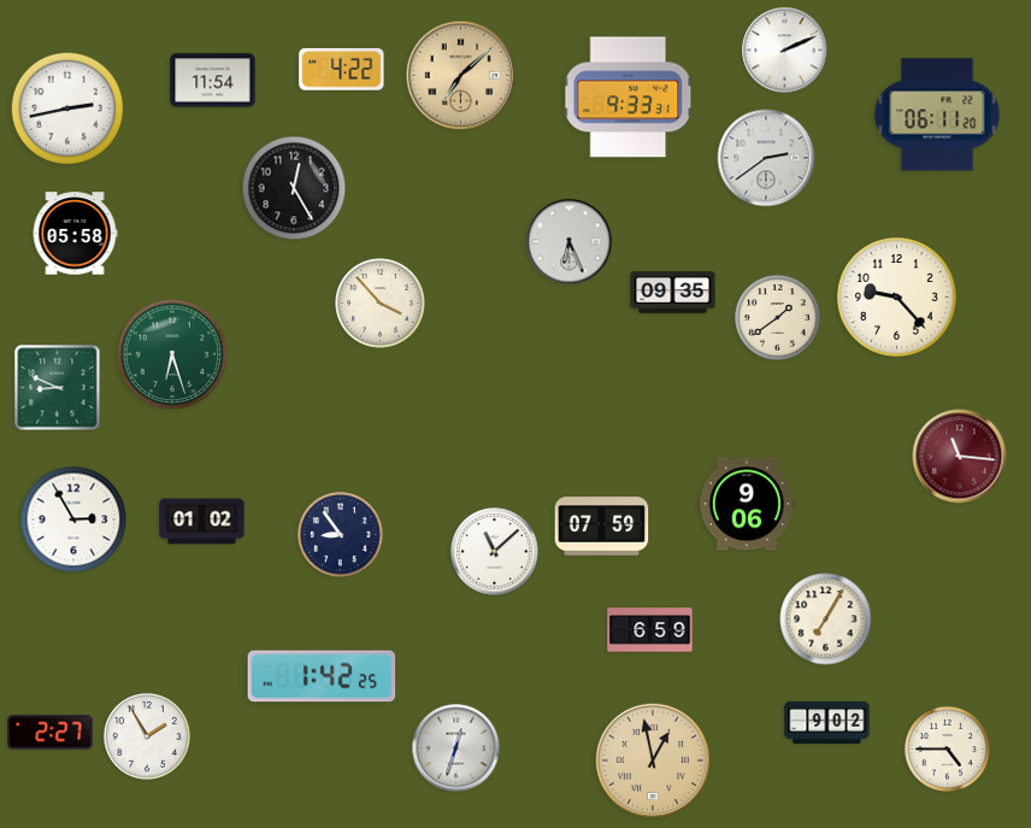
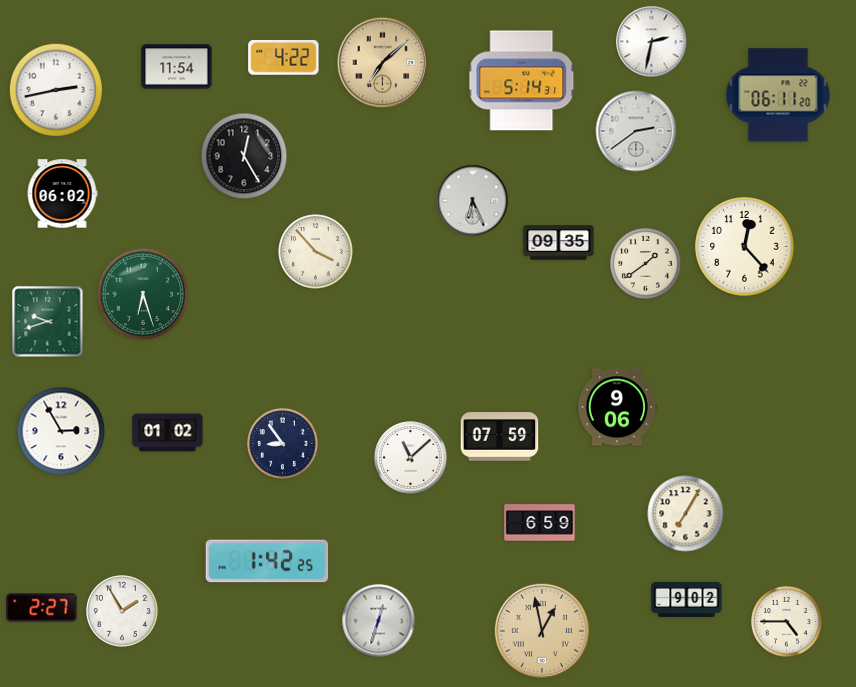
clock at (785, 51): 2:11 -> 2:32
clock at (629, 98): 9:33 -> 5:14
clock at (75, 234): 05:58 -> 06:02
clock at (897, 298): 9:23 -> 12:23
clock at (58, 388): 8:49 -> 9:42
clock at (960, 457): 11:16 -> none
clock at (747, 504) position: (747, 504) -> (617, 407)
